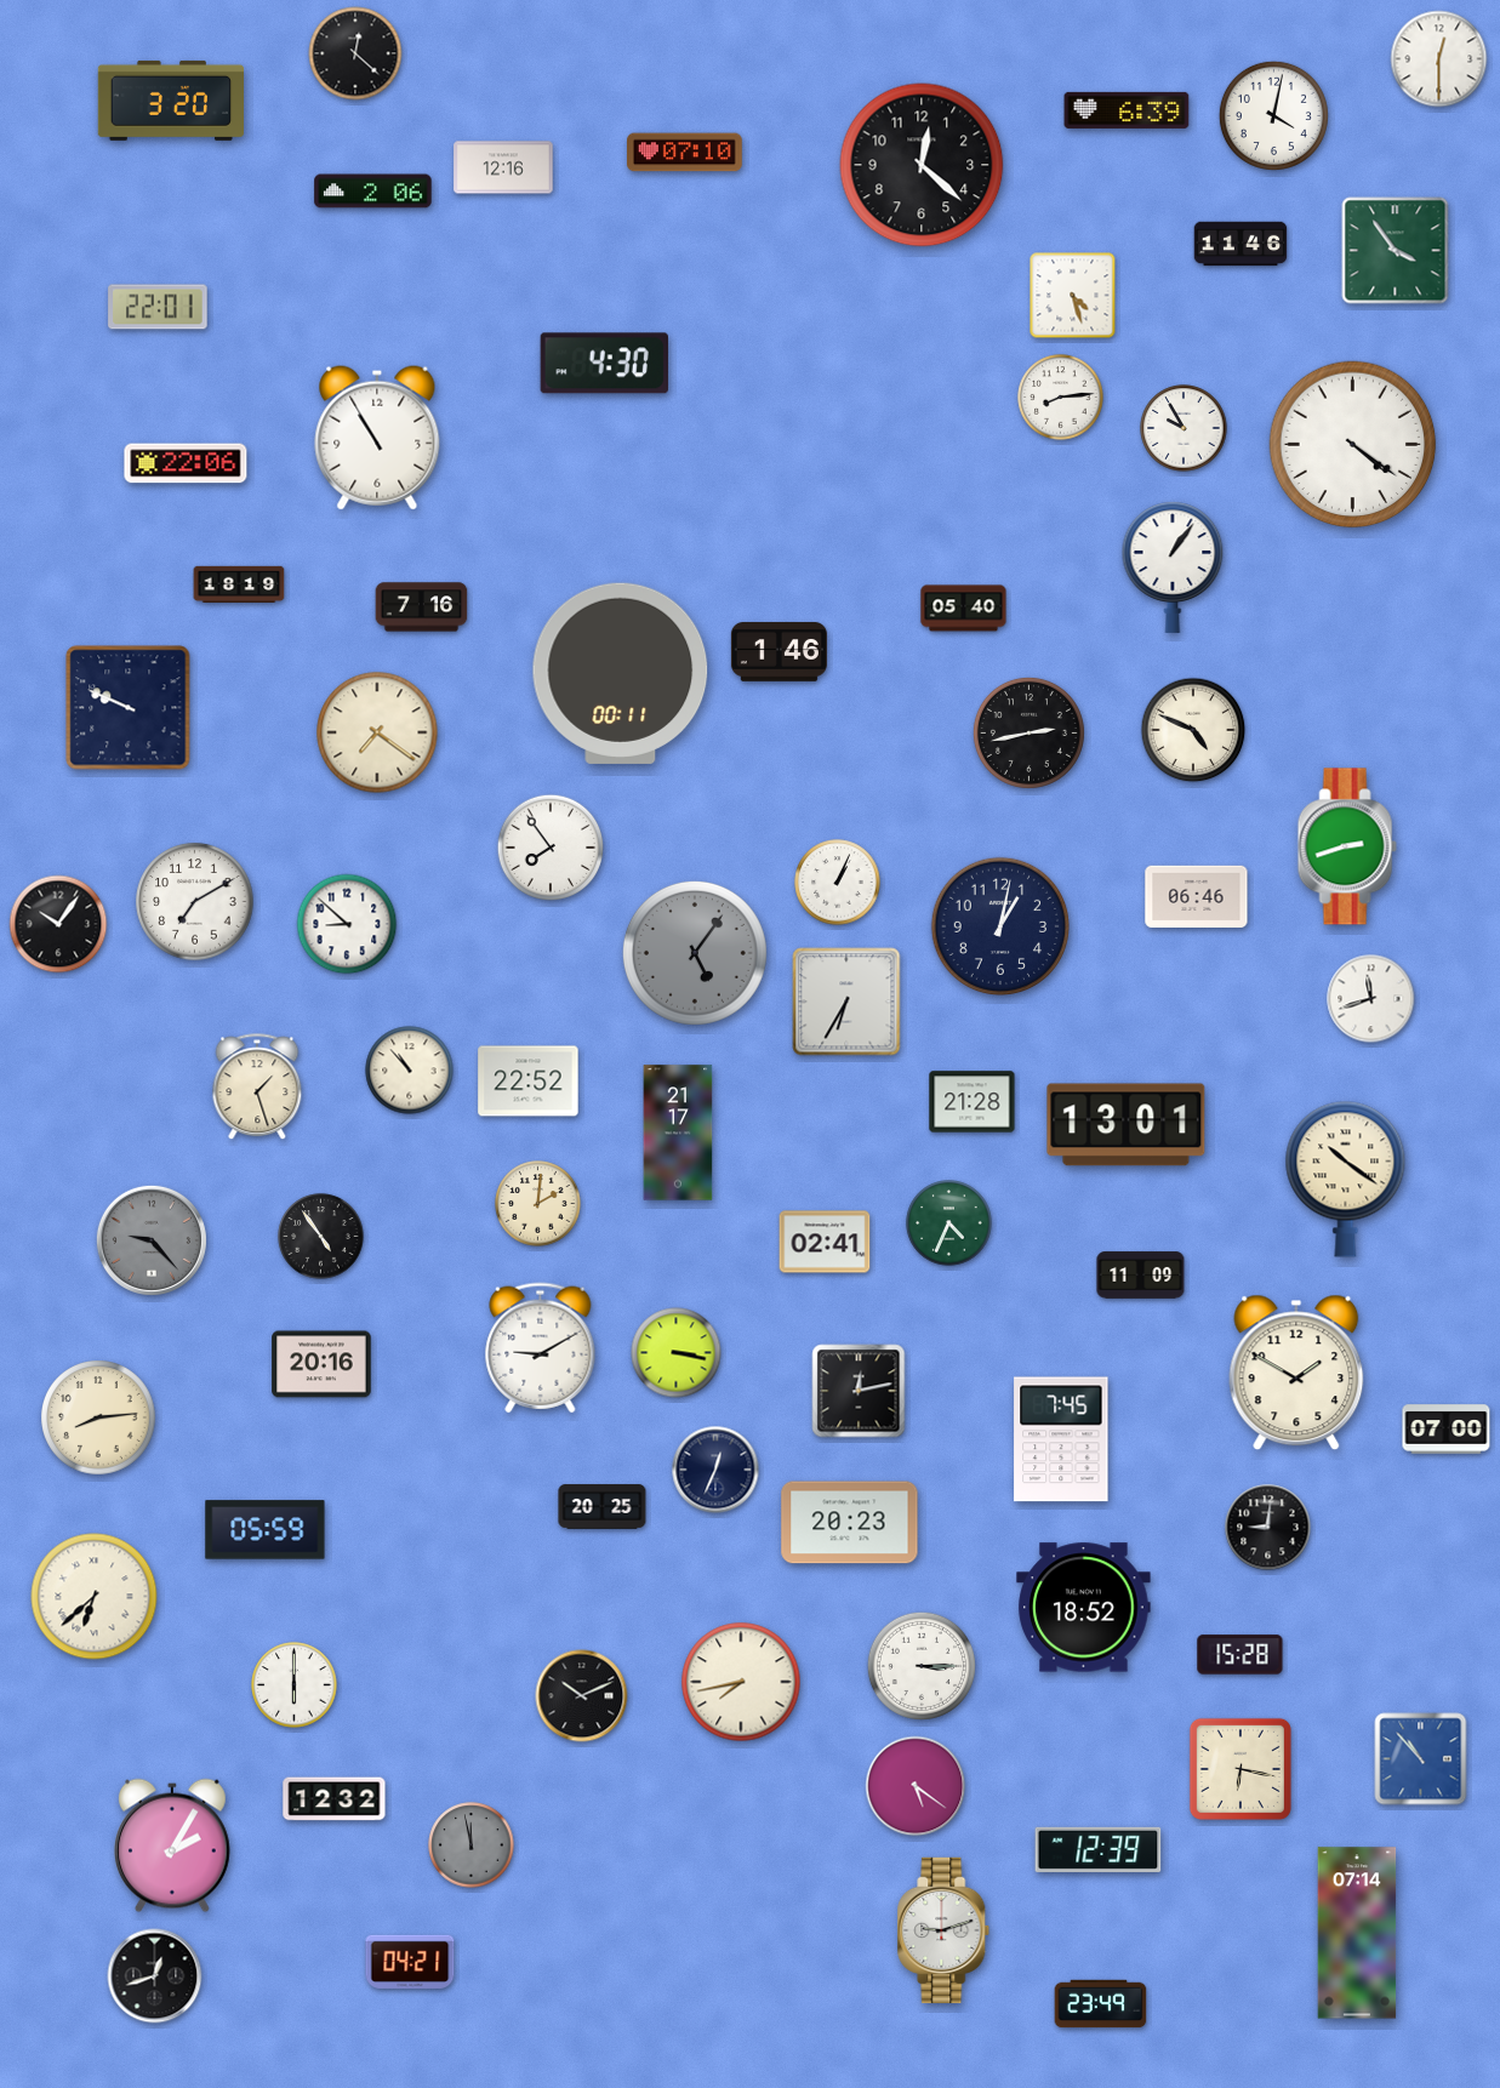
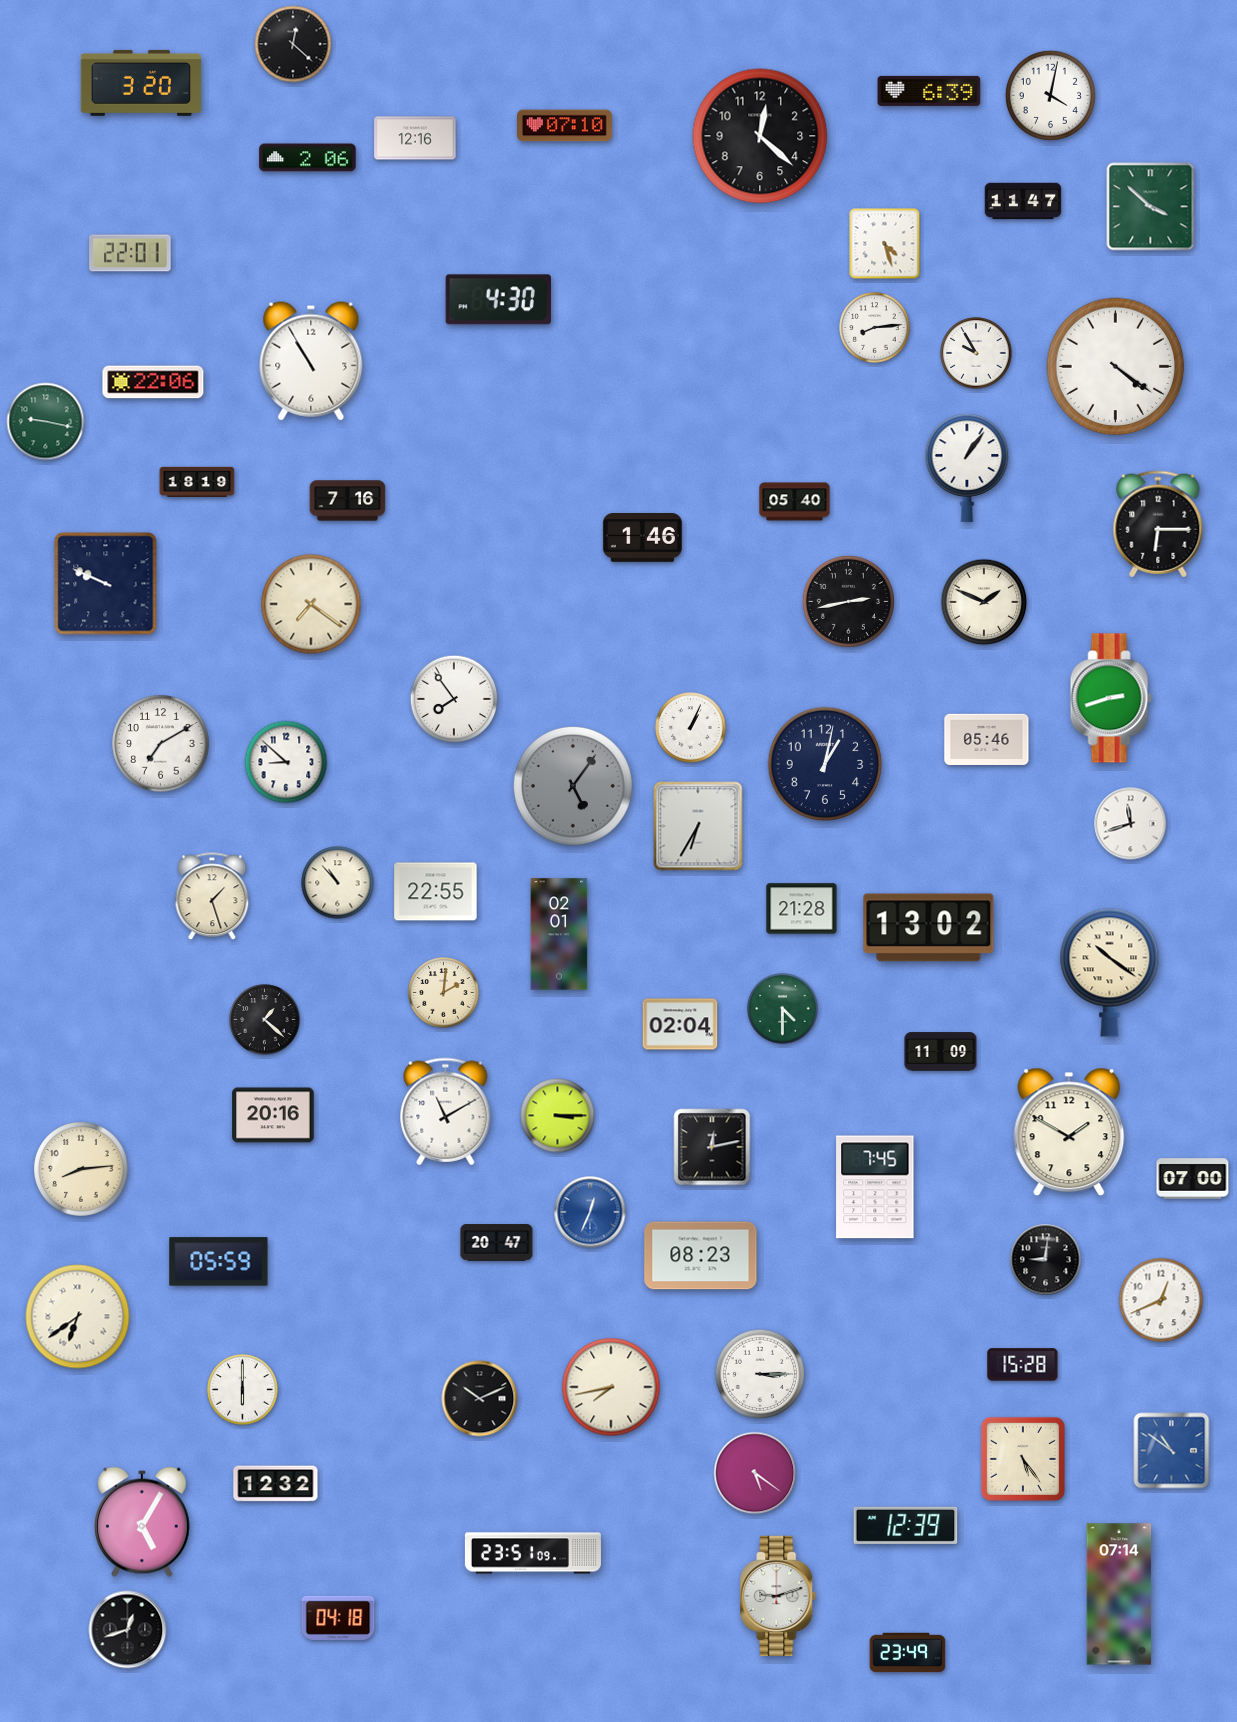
clock at (1439, 59): 12:30 -> none
clock at (1241, 244): 11:46 -> 11:47
clock at (1396, 251): 3:54 -> 3:52
clock at (46, 422): none -> 9:17
clock at (1158, 524): none -> 6:15
clock at (621, 673): 00:11 -> none
clock at (1193, 730): 4:49 -> 1:49
clock at (1028, 732) position: (1028, 732) -> (848, 601)
clock at (1197, 896): 06:46 -> 05:46
clock at (58, 924): 10:06 -> none
clock at (529, 1082): 22:52 -> 22:55
clock at (1127, 1125): 13:01 -> 13:02
clock at (678, 1133): 21:17 -> 02:01
clock at (949, 1223): 4:34 -> 4:30
clock at (321, 1237): 4:54 -> 1:22
clock at (152, 1240): 9:23 -> none
clock at (825, 1242): 02:41 -> 02:04
clock at (541, 1348): 9:10 -> 11:10
clock at (677, 1353): 3:17 -> 3:15
clock at (321, 1364) position: (321, 1364) -> (273, 1115)
clock at (859, 1391) position: (859, 1391) -> (712, 1147)
clock at (715, 1470) dial: navy -> blue
clock at (603, 1507): 20:25 -> 20:47
clock at (850, 1523): 20:23 -> 08:23
clock at (1161, 1300): none -> 12:41
clock at (95, 1597): 6:38 -> 6:39
clock at (1084, 1608): 18:52 -> none
clock at (1421, 1759): 10:53 -> 10:51
clock at (1241, 1769): 6:17 -> 5:24
clock at (172, 1845): 2:05 -> 5:05
clock at (472, 1845): 11:58 -> none
clock at (533, 1553): none -> 23:51
clock at (943, 1929) position: (943, 1929) -> (778, 1595)
clock at (410, 1962): 04:21 -> 04:18
